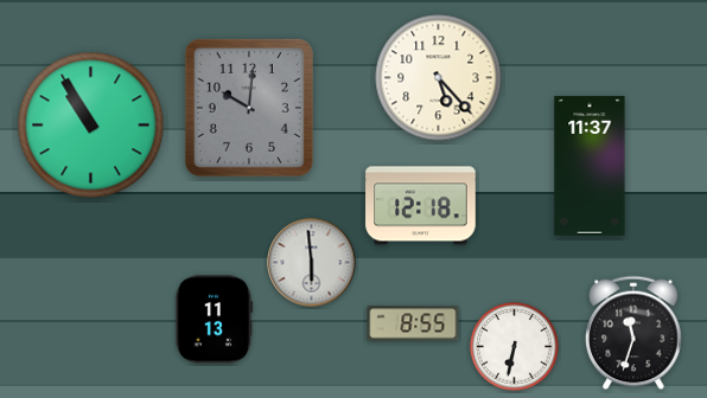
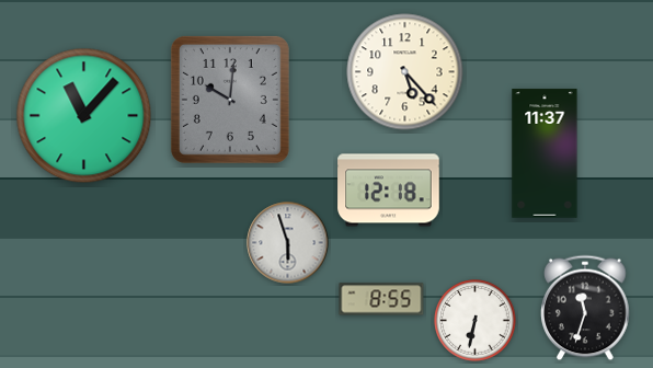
clock at (91, 126): 10:55 -> 11:07
clock at (312, 263): 5:59 -> 5:57
clock at (215, 320): 11:13 -> none
